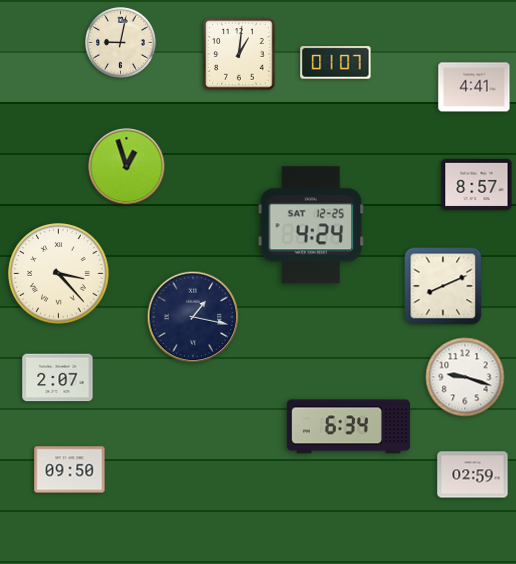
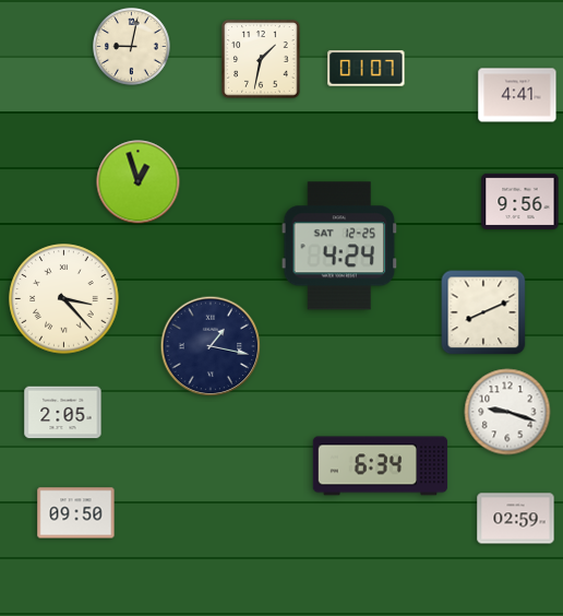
clock at (239, 54): 1:01 -> 1:32
clock at (477, 184): 8:57 -> 9:56
clock at (58, 378): 2:07 -> 2:05
